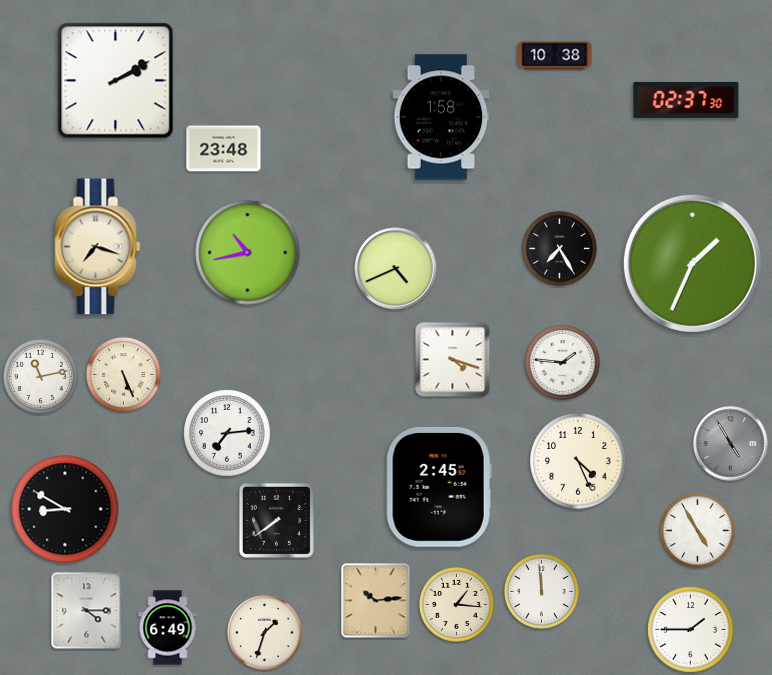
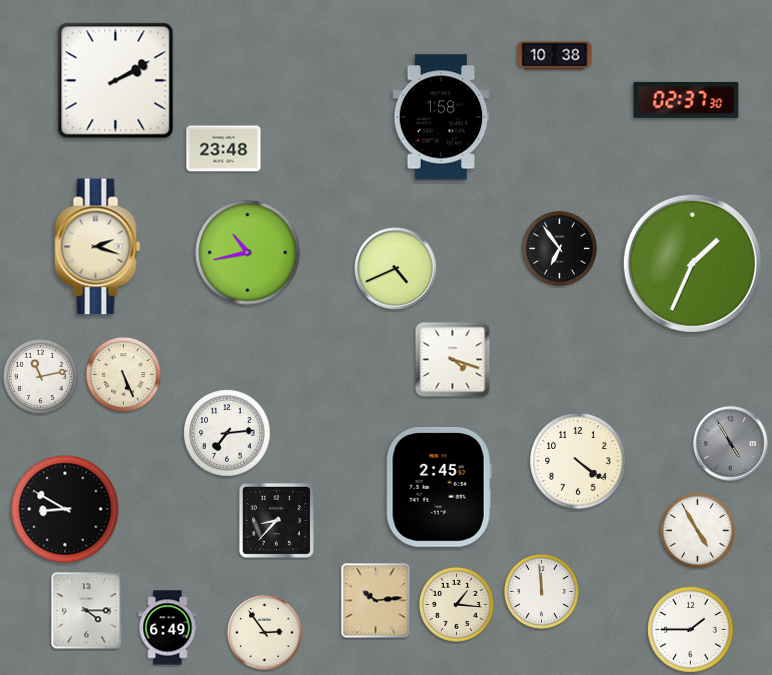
clock at (98, 247): 7:18 -> 2:18
clock at (559, 248): 7:25 -> 6:54
clock at (562, 362): 1:46 -> none
clock at (578, 461): 4:26 -> 4:21
clock at (276, 520): 7:39 -> 8:37
clock at (264, 632): 1:33 -> 2:54
